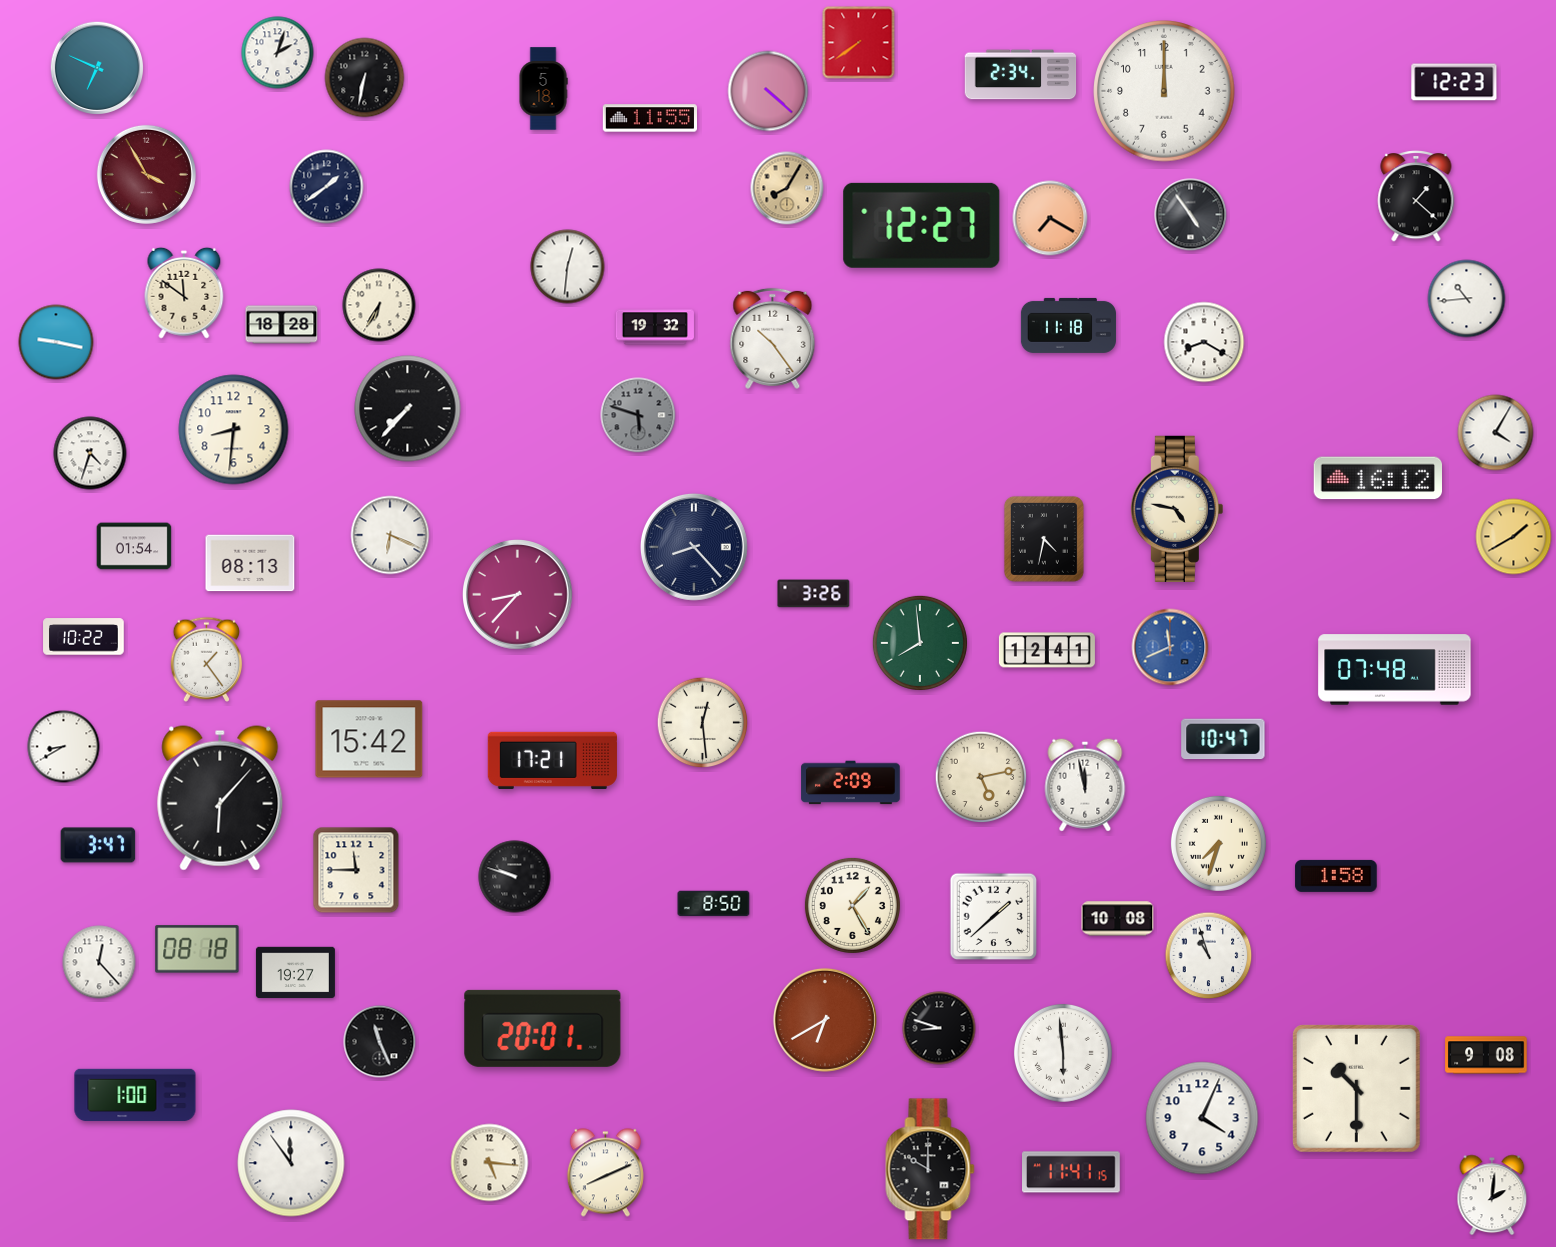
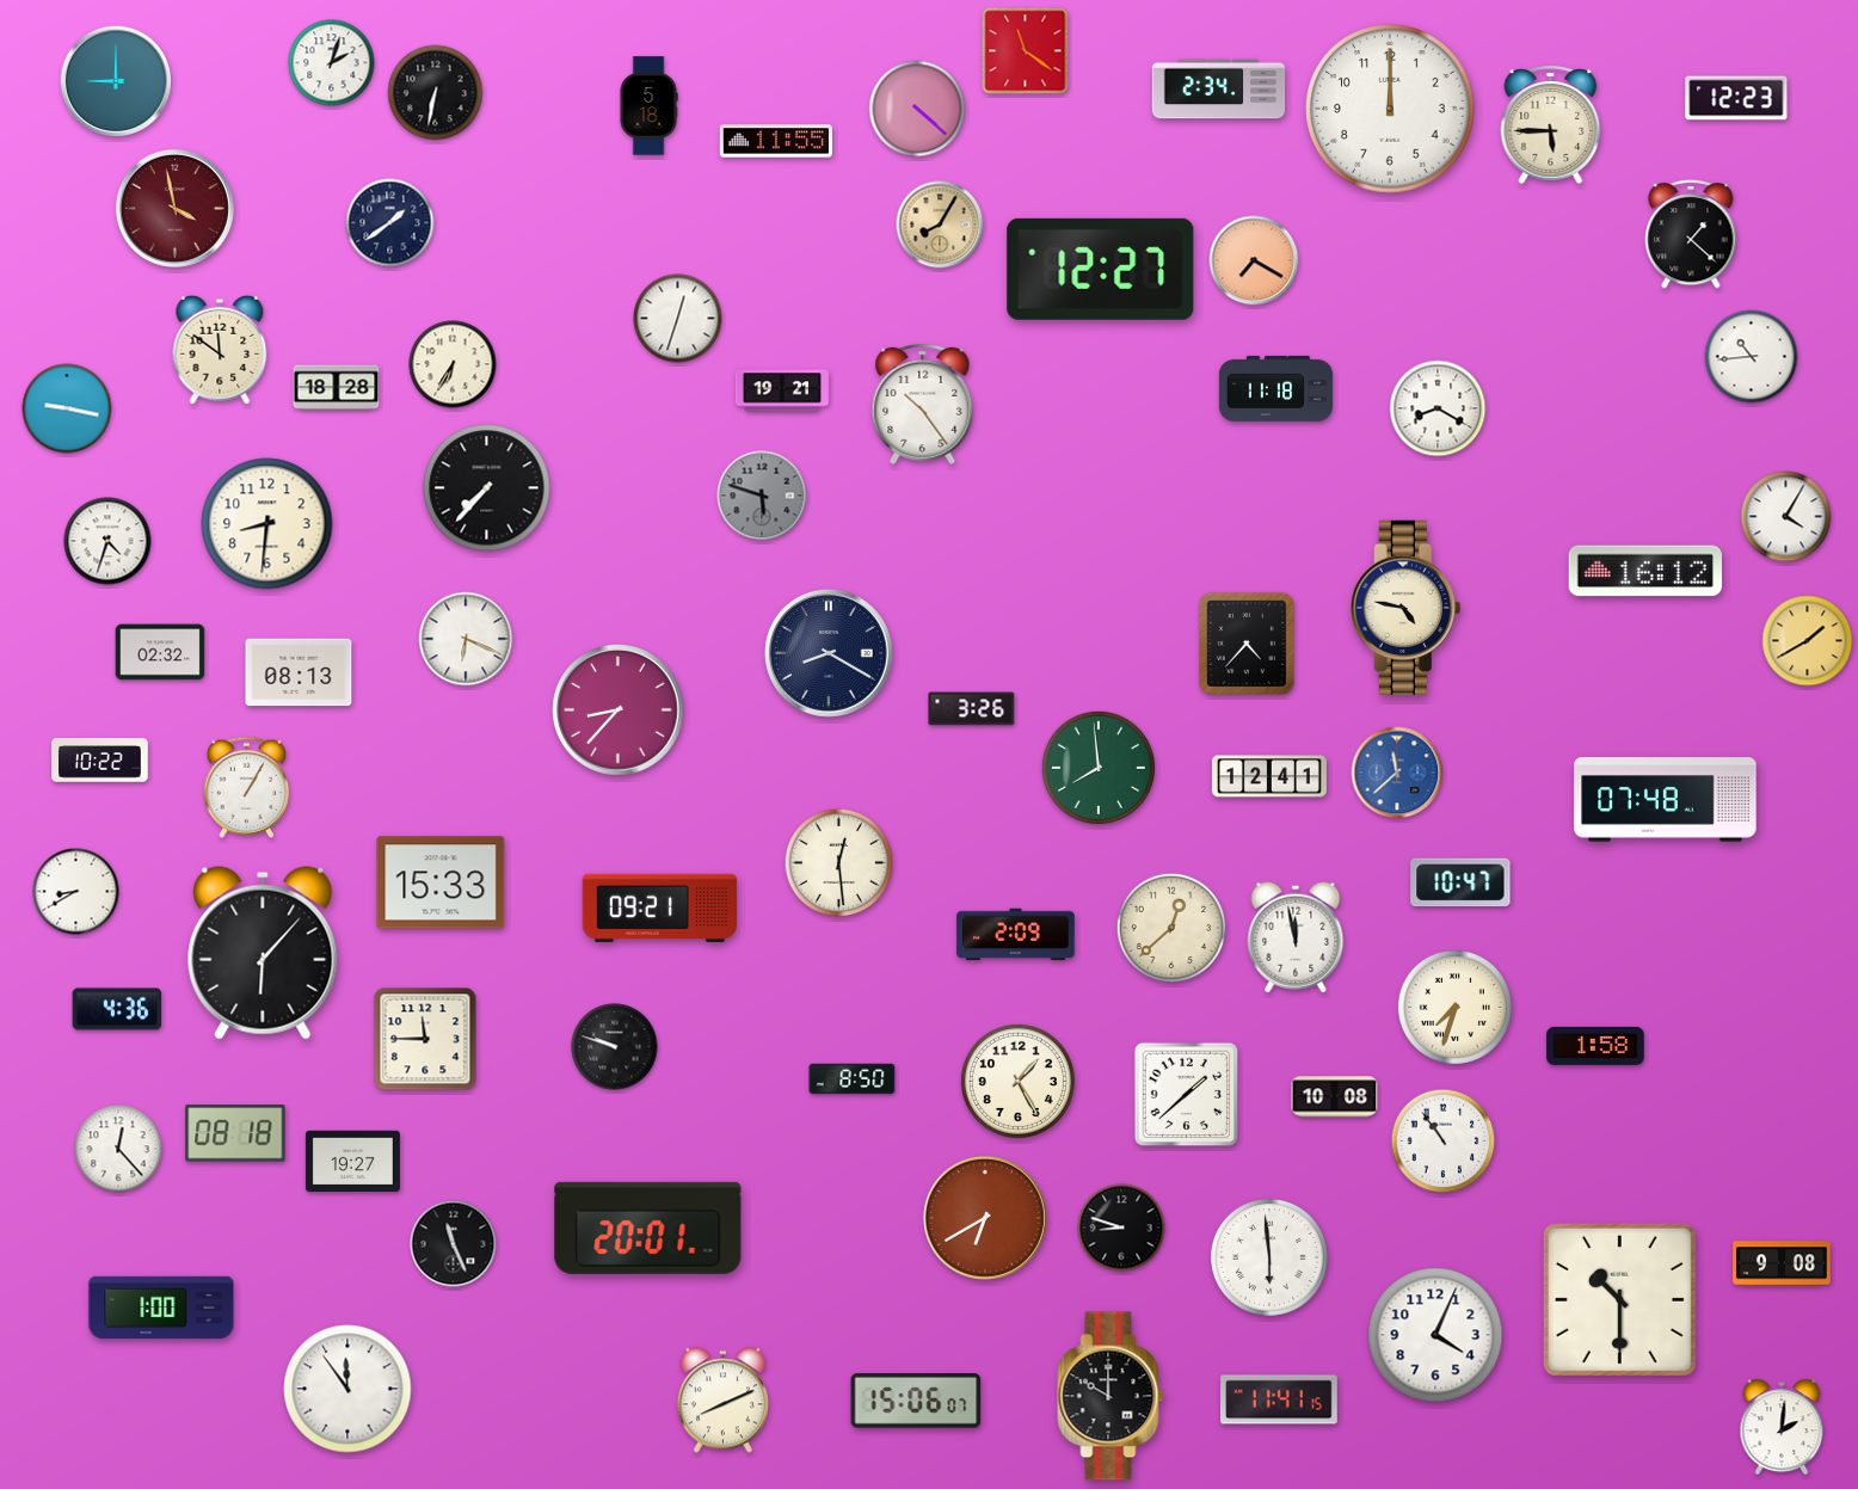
clock at (859, 43): 7:39 -> 11:21
clock at (97, 68): 6:49 -> 9:00
clock at (1551, 124): none -> 5:45
clock at (146, 174): 3:55 -> 3:58
clock at (1191, 215): 4:54 -> none
clock at (568, 267): 12:31 -> 12:33
clock at (655, 327): 19:32 -> 19:21
clock at (234, 430) position: (234, 430) -> (267, 524)
clock at (1044, 539): 4:32 -> 4:37
clock at (134, 546): 01:54 -> 02:32
clock at (694, 547): 8:23 -> 8:20
clock at (1170, 647): 11:41 -> 11:38
clock at (1047, 650) position: (1047, 650) -> (1269, 776)
clock at (207, 659): 1:24 -> 1:05
clock at (369, 739): 15:42 -> 15:33
clock at (552, 760): 17:21 -> 09:21
clock at (981, 777): 5:13 -> 12:38
clock at (98, 845): 3:47 -> 4:36
clock at (1209, 956): 10:57 -> 10:54
clock at (1486, 1055) position: (1486, 1055) -> (1782, 1263)
clock at (490, 1163): 5:16 -> none
clock at (916, 1402): none -> 15:06
